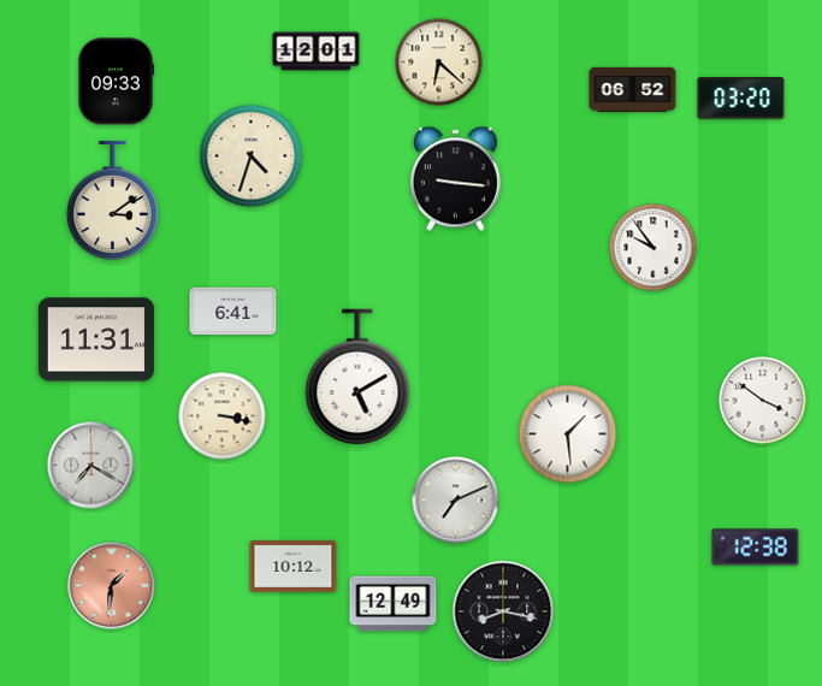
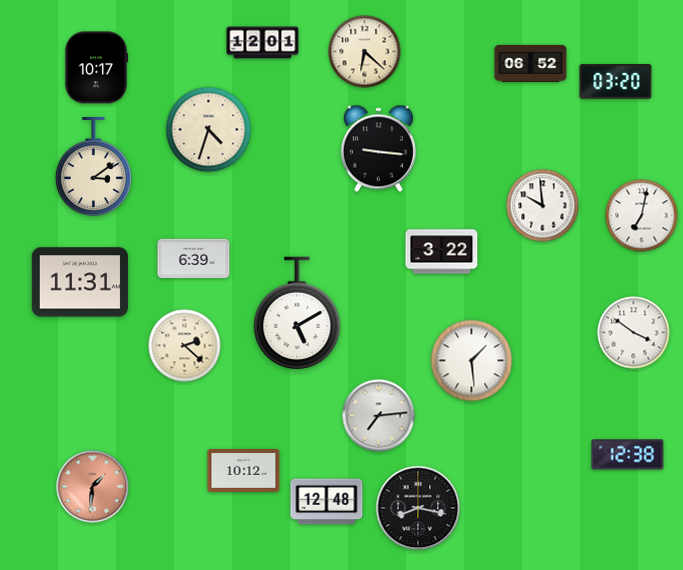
clock at (114, 82): 09:33 -> 10:17
clock at (633, 89) position: (633, 89) -> (531, 63)
clock at (654, 248): 9:54 -> 9:59
clock at (642, 216): none -> 7:02
clock at (442, 252): none -> 3:22
clock at (233, 312): 6:41 -> 6:39
clock at (223, 416): 3:17 -> 2:22
clock at (91, 466): 7:20 -> none
clock at (456, 501): 7:11 -> 7:14
clock at (394, 604): 12:49 -> 12:48
